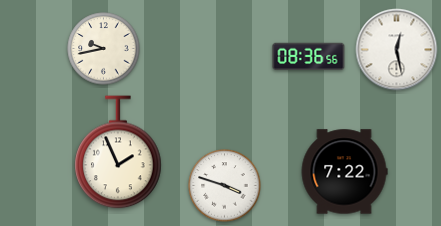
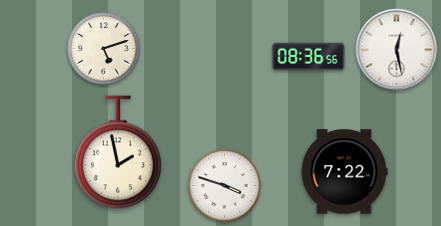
clock at (104, 49): 9:43 -> 5:12
clock at (118, 152): 1:56 -> 1:58
